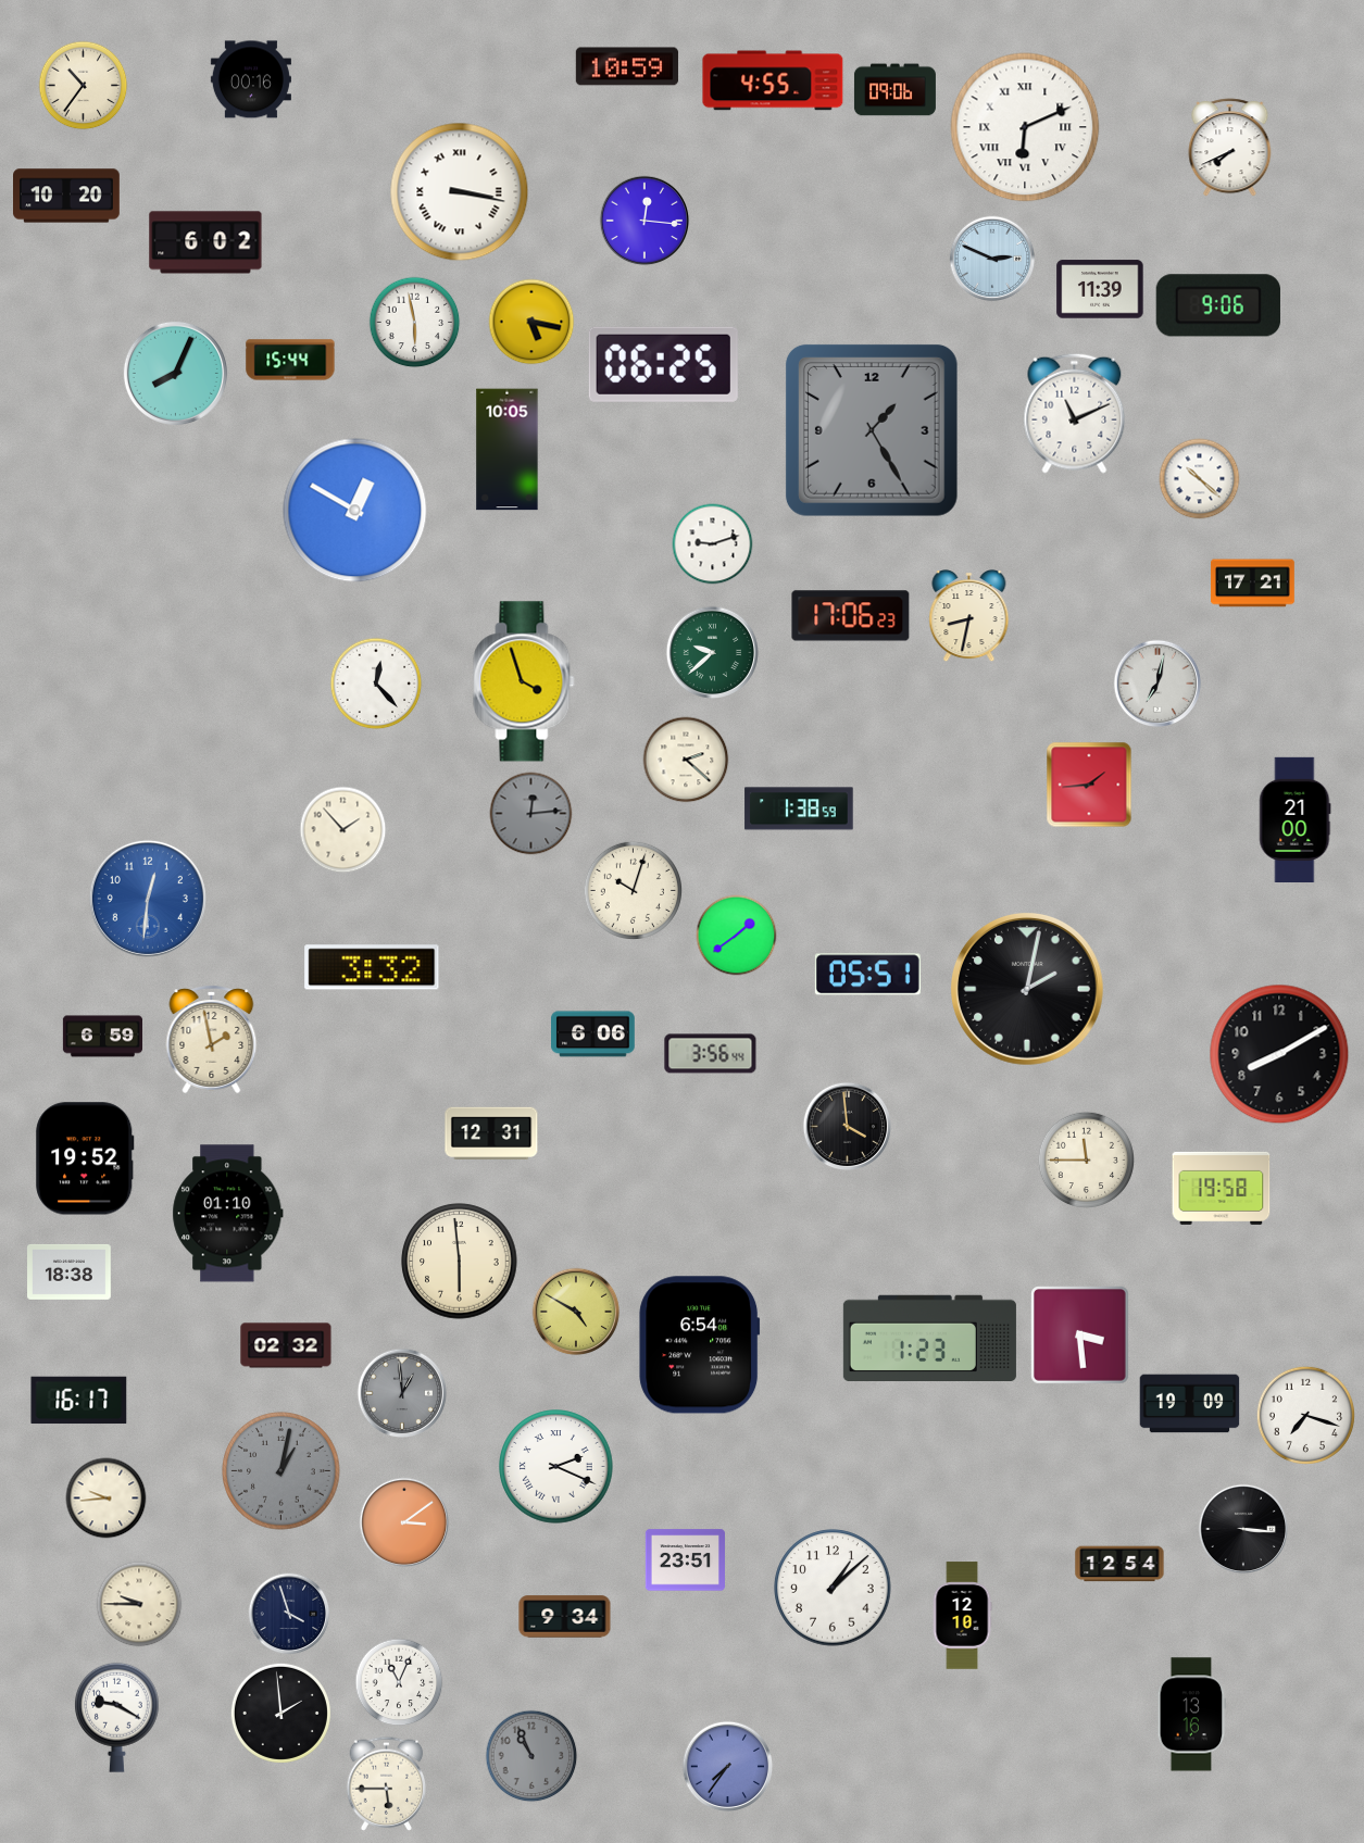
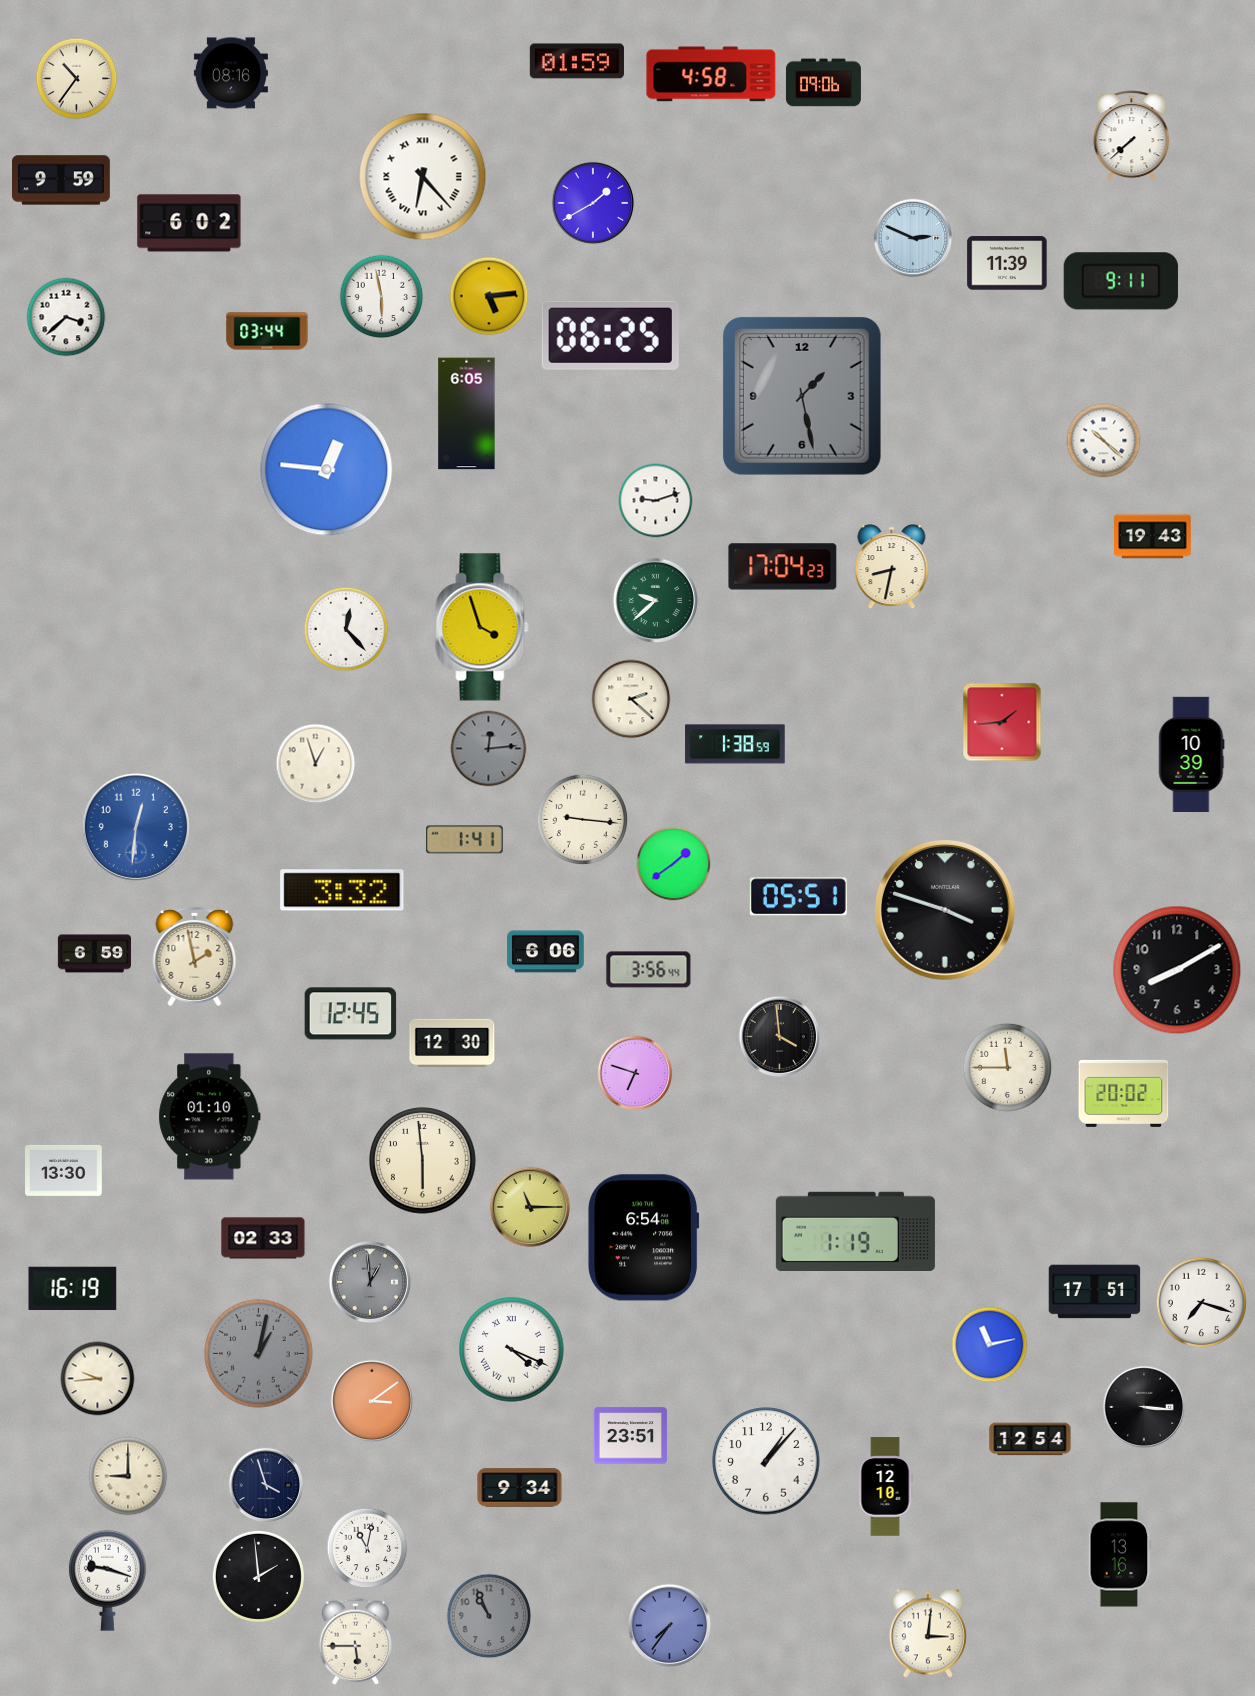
clock at (627, 66): 10:59 -> 01:59
clock at (251, 79): 00:16 -> 08:16
clock at (773, 80): 4:55 -> 4:58
clock at (1025, 127): 6:11 -> none
clock at (1230, 148): 7:41 -> 7:38
clock at (460, 192): 3:17 -> 6:23
clock at (66, 196): 10:20 -> 9:59
clock at (645, 221): 12:16 -> 1:40
clock at (1100, 289) position: (1100, 289) -> (1007, 263)
clock at (1218, 305): 9:06 -> 9:11
clock at (531, 322): 5:17 -> 5:14
clock at (66, 317): none -> 3:38
clock at (290, 360): 15:44 -> 03:44
clock at (175, 373): 8:04 -> none
clock at (1075, 413): 11:11 -> none
clock at (872, 430): 1:25 -> 1:28
clock at (508, 450): 10:05 -> 6:05
clock at (355, 511): 12:50 -> 12:46
clock at (1253, 584): 17:21 -> 19:43
clock at (851, 616): 17:06 -> 17:04
clock at (1157, 684): 7:02 -> none
clock at (1296, 819): 21:00 -> 10:39
clock at (343, 830): 1:53 -> 12:57
clock at (633, 890): 10:03 -> 9:16
clock at (465, 840): none -> 1:41
clock at (737, 936) position: (737, 936) -> (674, 864)
clock at (1028, 990): 2:02 -> 3:48
clock at (711, 1054) position: (711, 1054) -> (649, 970)
clock at (351, 1014): none -> 12:45
clock at (491, 1132): 12:31 -> 12:30
clock at (85, 1158): 19:52 -> none
clock at (1086, 1159) position: (1086, 1159) -> (1007, 1067)
clock at (635, 1073): none -> 6:48
clock at (1222, 1188): 19:58 -> 20:02
clock at (70, 1271): 18:38 -> 13:30
clock at (576, 1312): 4:50 -> 11:15
clock at (1080, 1336): 3:29 -> none
clock at (929, 1338): 1:23 -> 1:19
clock at (286, 1345): 02:32 -> 02:33
clock at (79, 1401): 16:17 -> 16:19
clock at (1190, 1404): 19:09 -> 17:51
clock at (990, 1345): none -> 11:13
clock at (556, 1467): 2:19 -> 4:19
clock at (833, 1588): 1:08 -> 1:07
clock at (139, 1604): 9:45 -> 9:00
clock at (399, 1682): 11:04 -> 11:02
clock at (1192, 1715) position: (1192, 1715) -> (1120, 1555)
clock at (116, 1717): 9:20 -> 9:18
clock at (928, 1633): none -> 3:01
